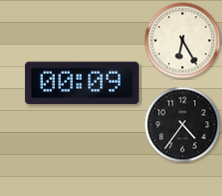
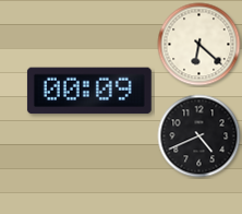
clock at (183, 41): 6:25 -> 6:22
clock at (183, 125): 4:36 -> 4:41
